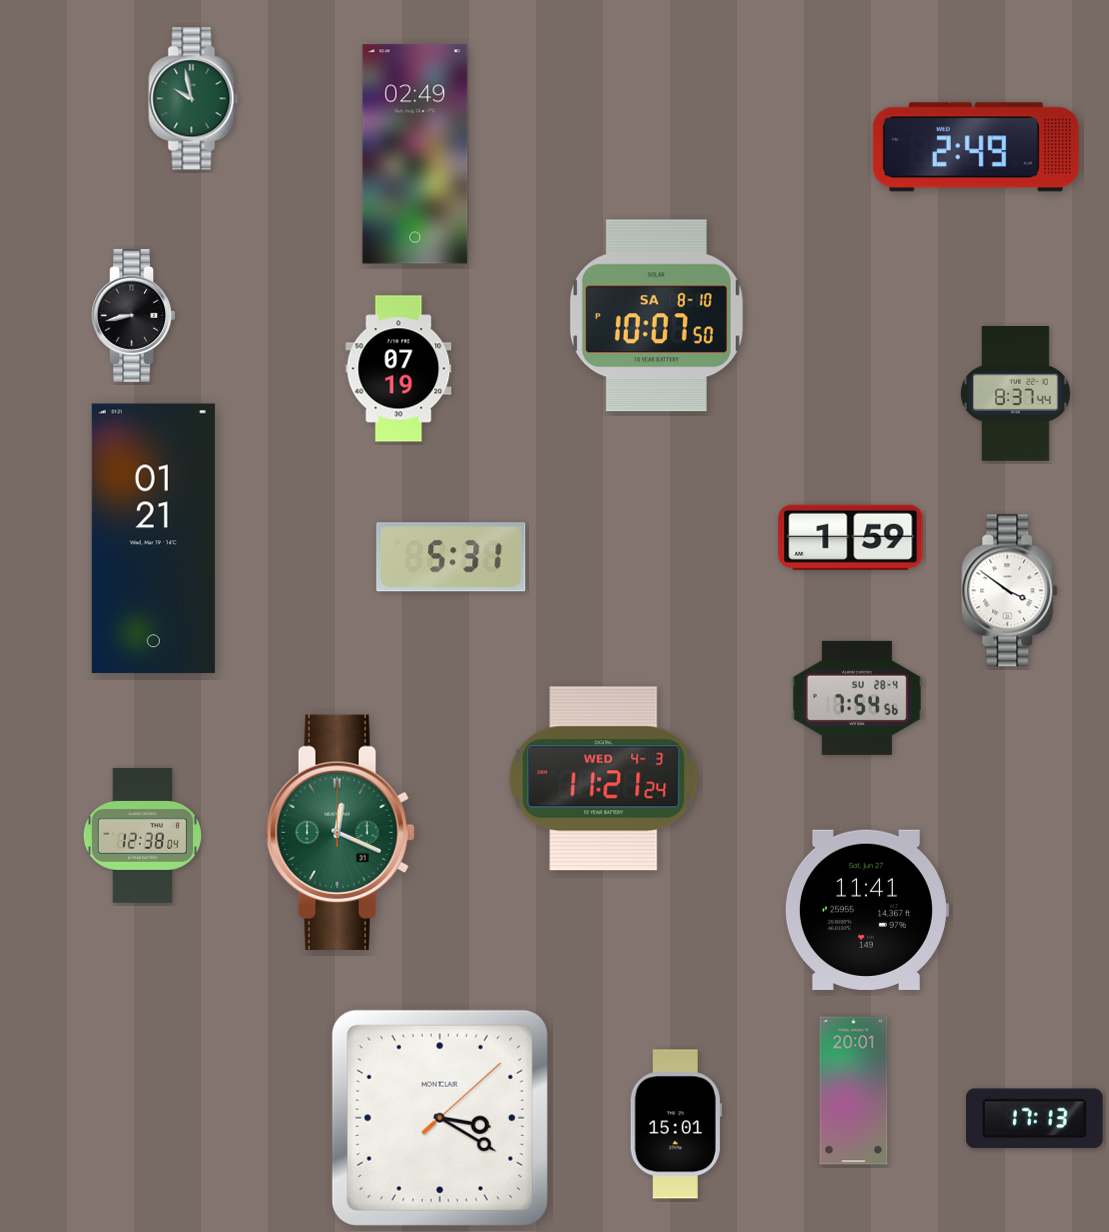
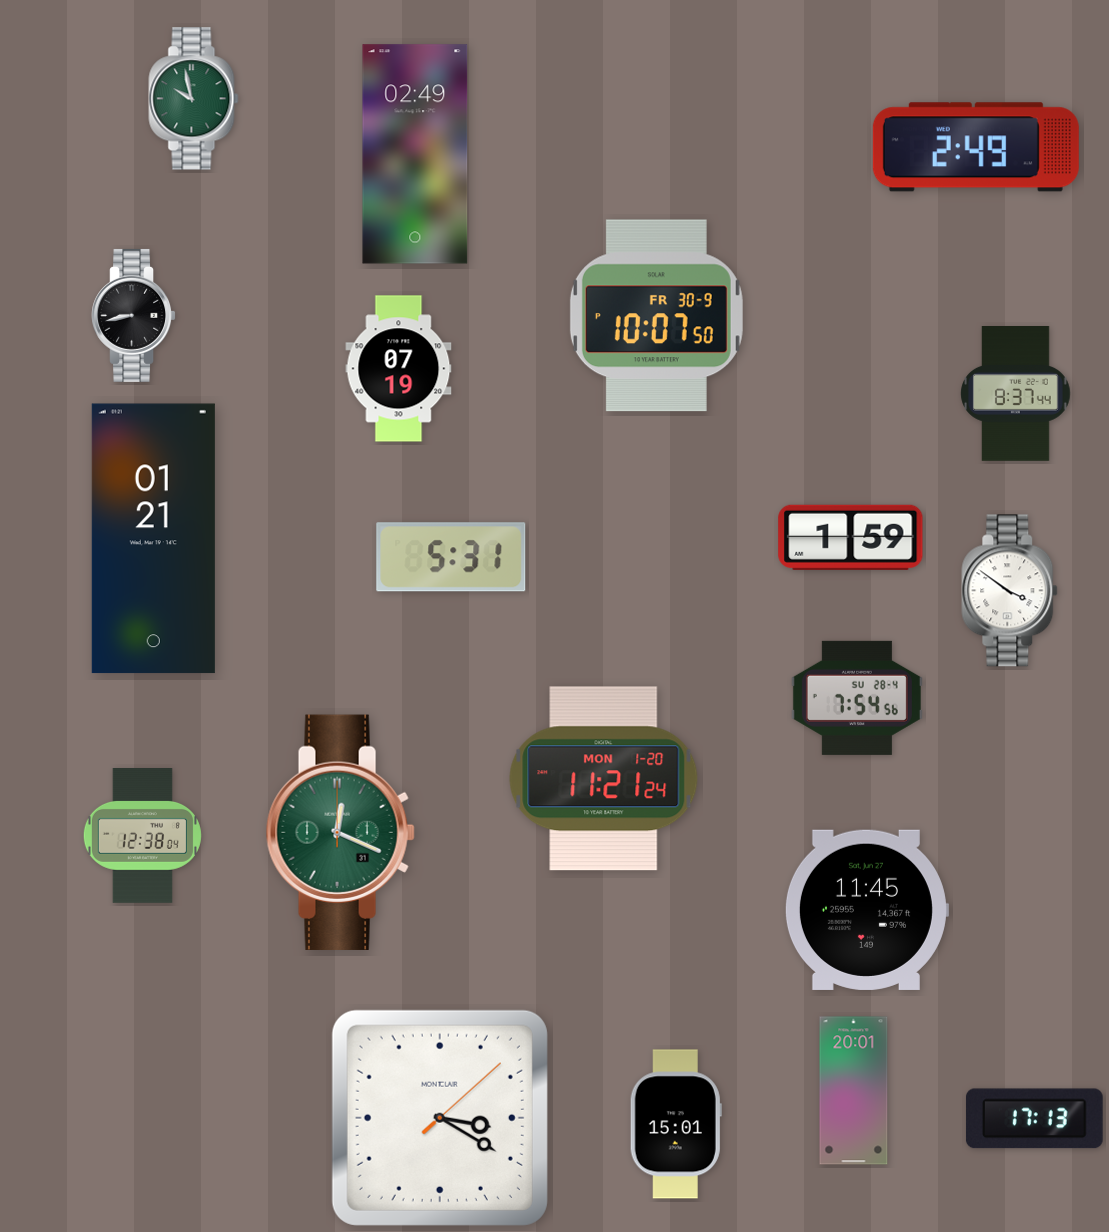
clock at (656, 316) date: SA 8-10 -> FR 30-9
clock at (604, 779) date: WED 4-3 -> MON 1-20
clock at (866, 910): 11:41 -> 11:45
